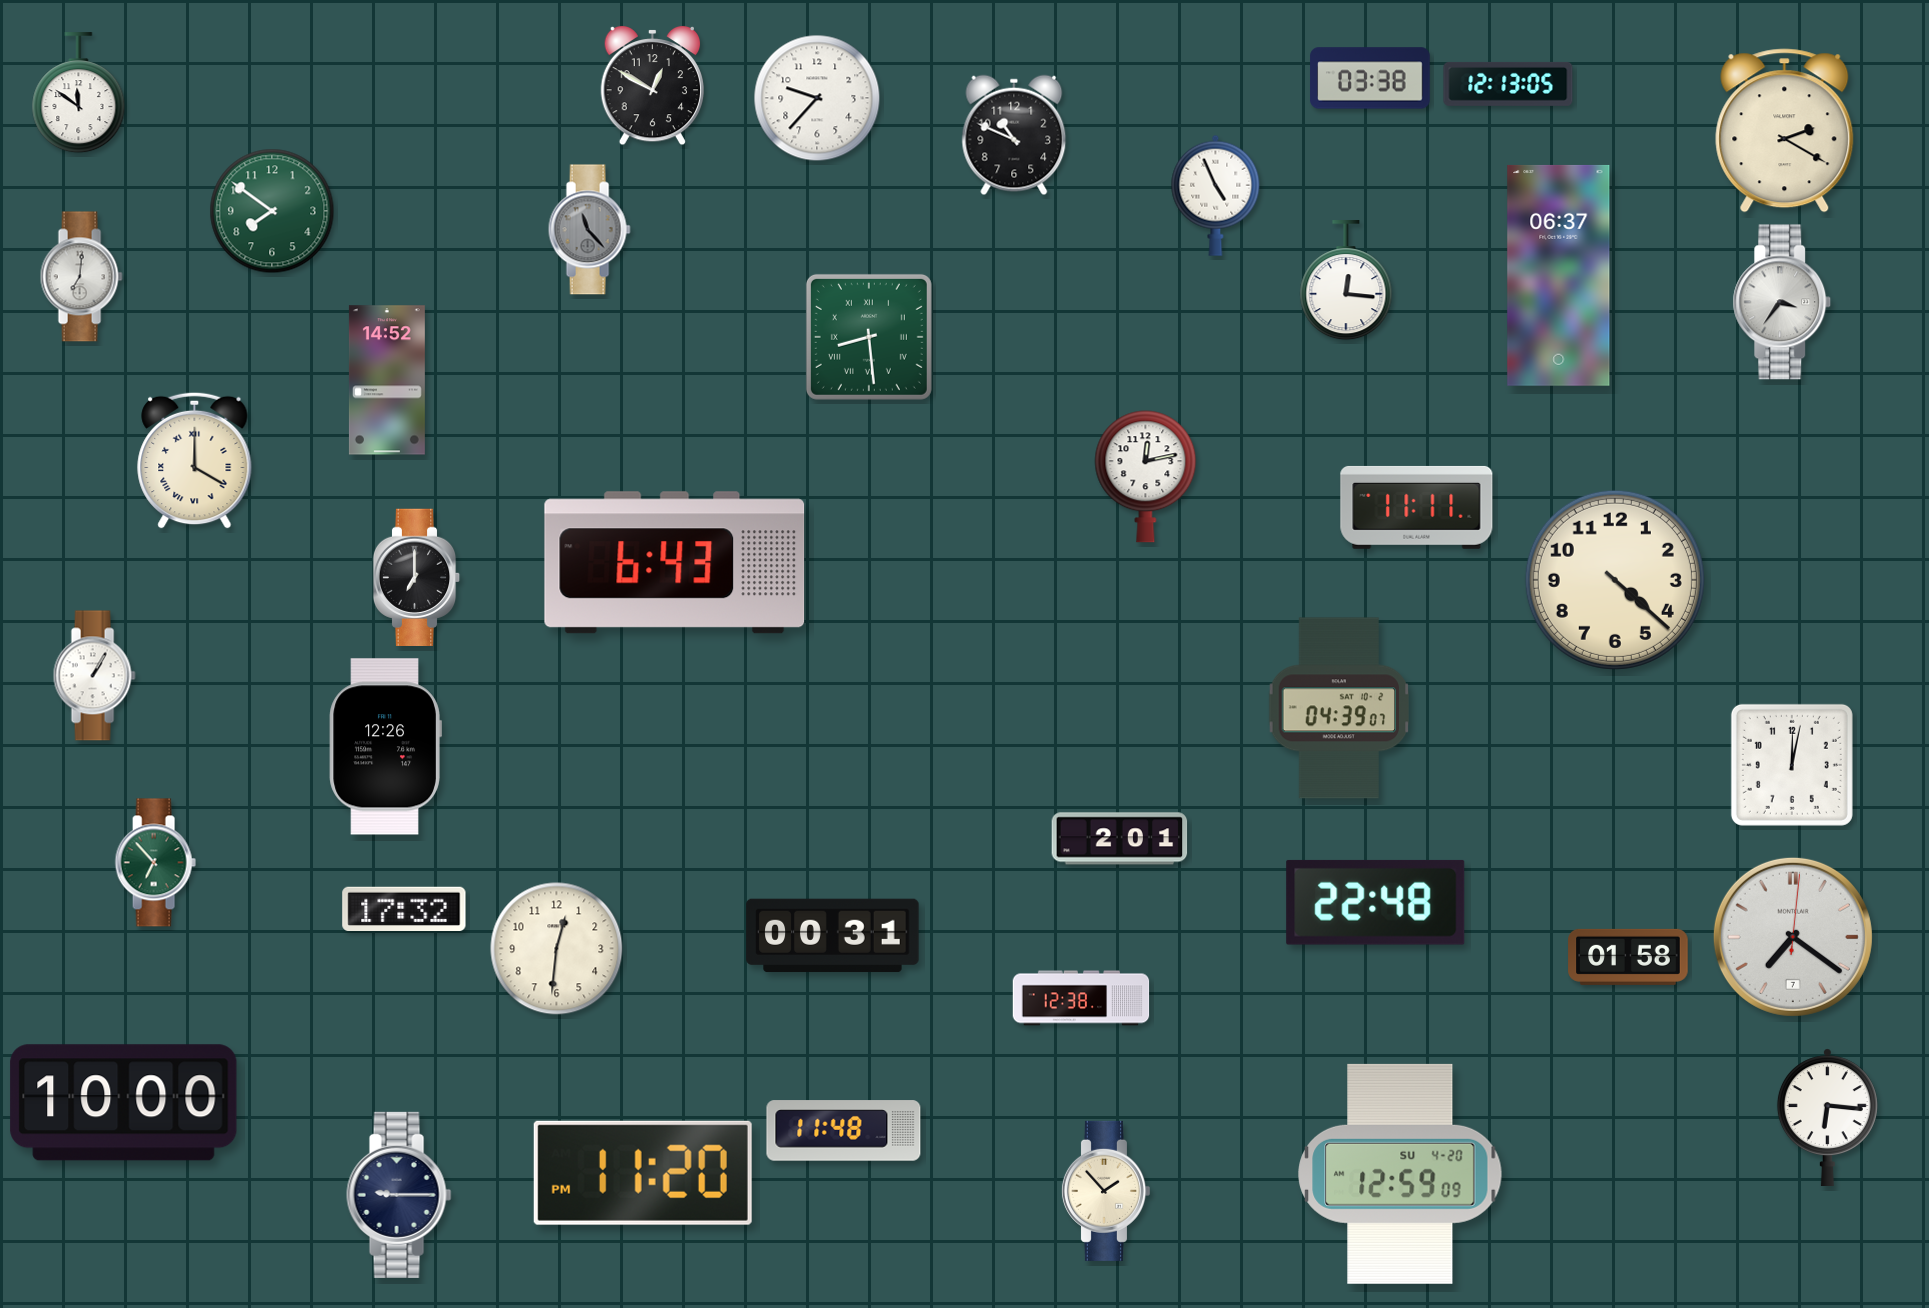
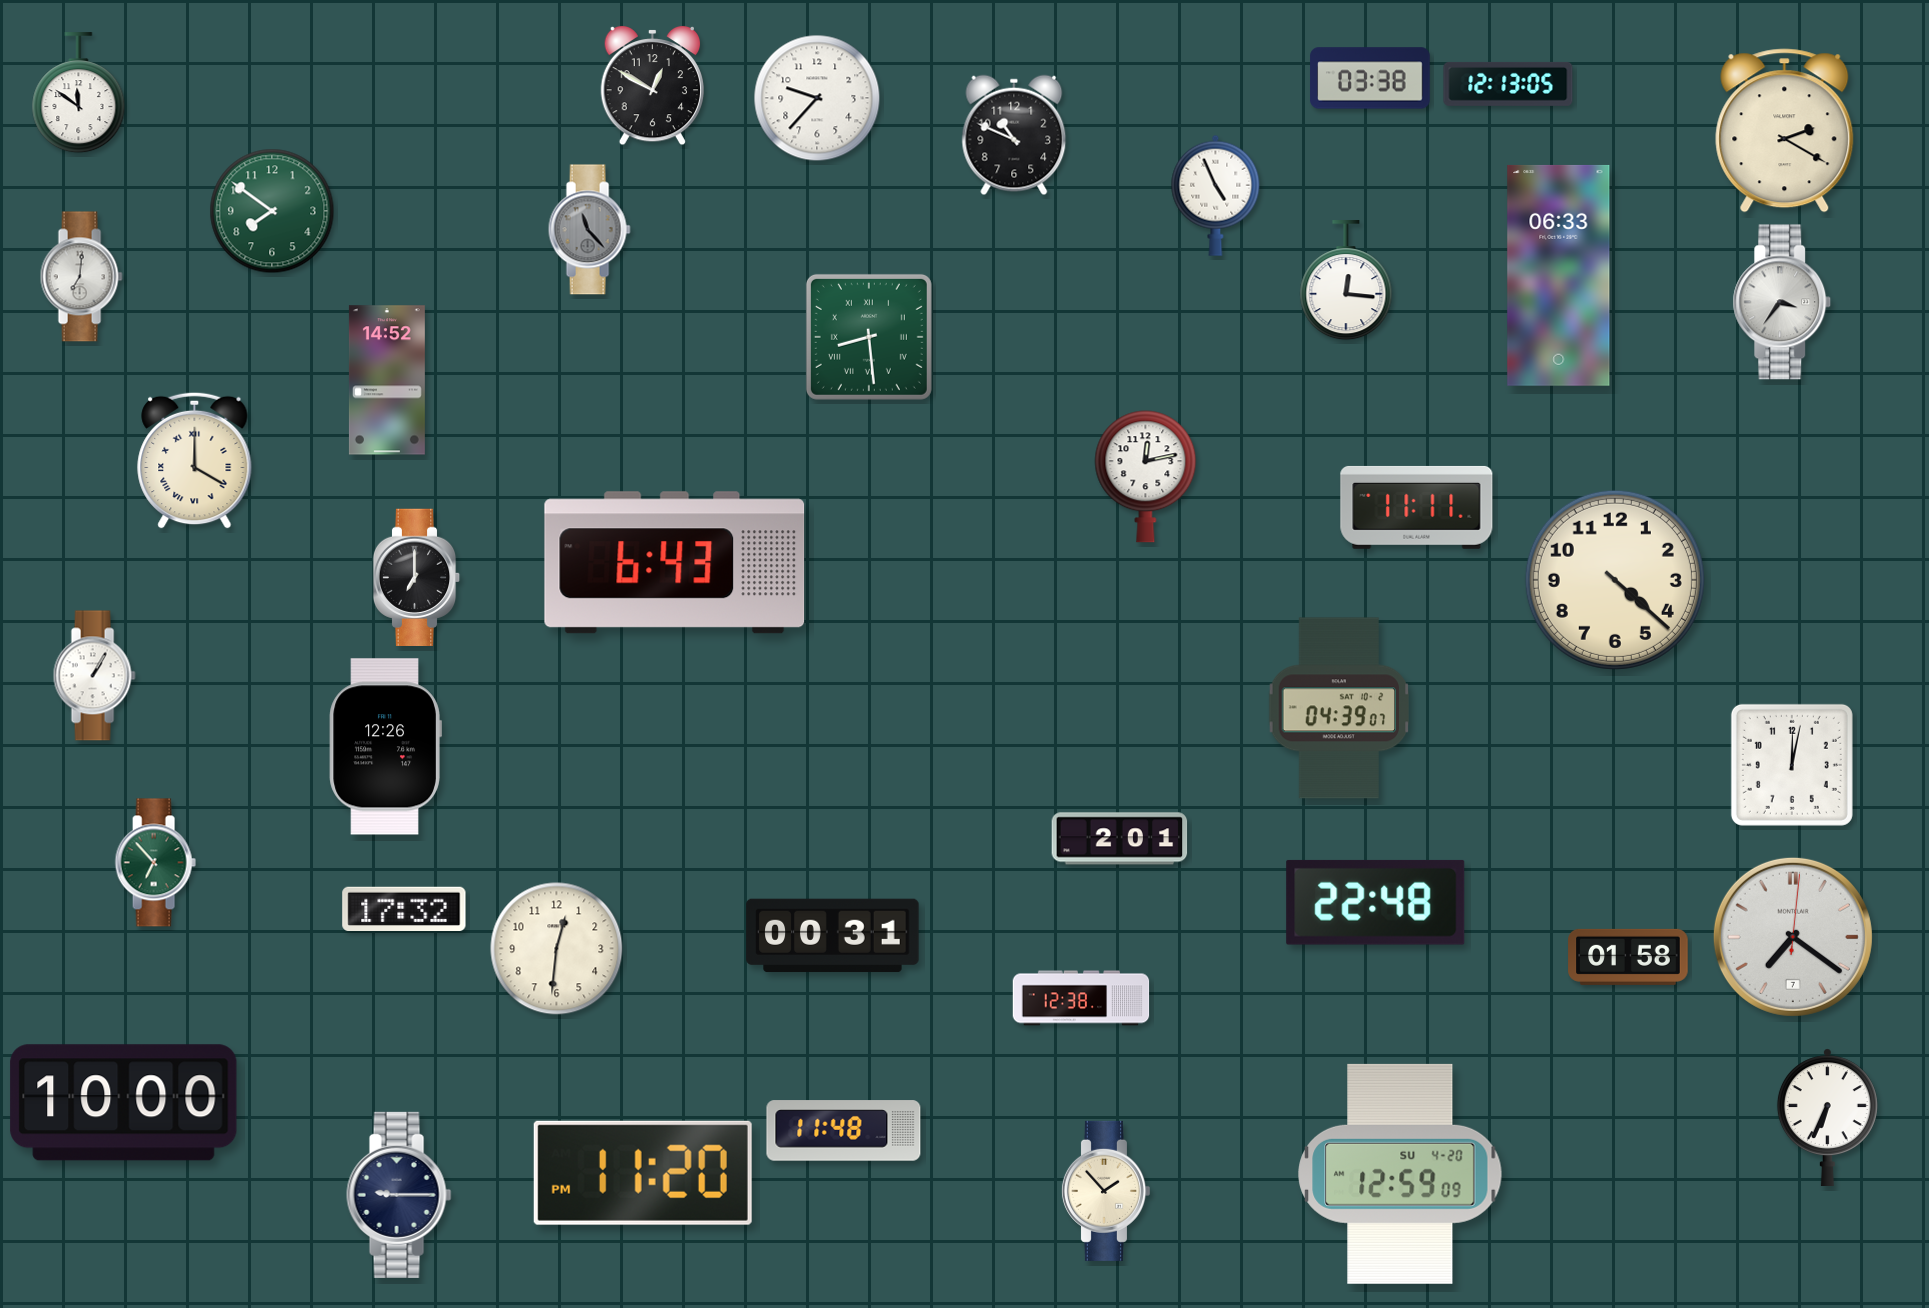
clock at (1559, 275): 06:37 -> 06:33
clock at (1827, 1117): 6:16 -> 6:34
